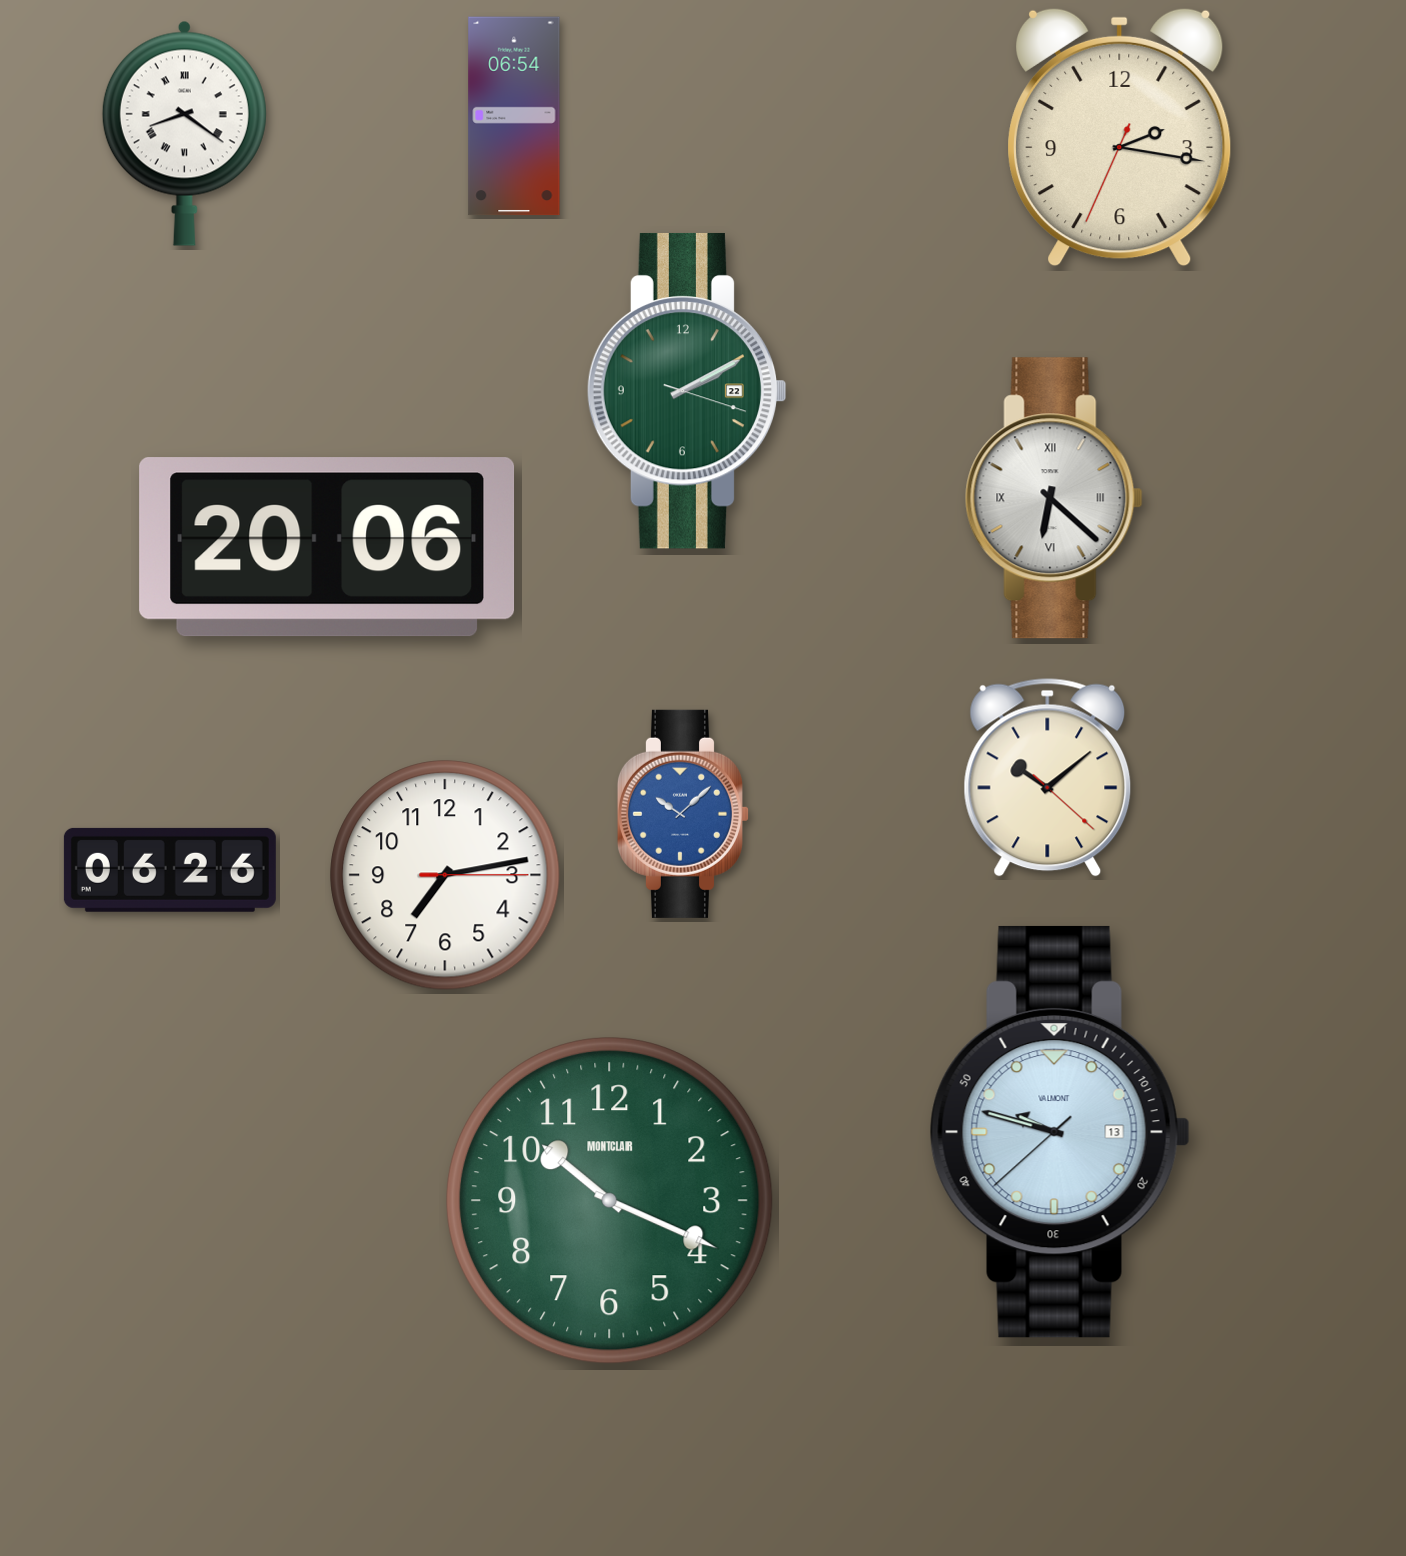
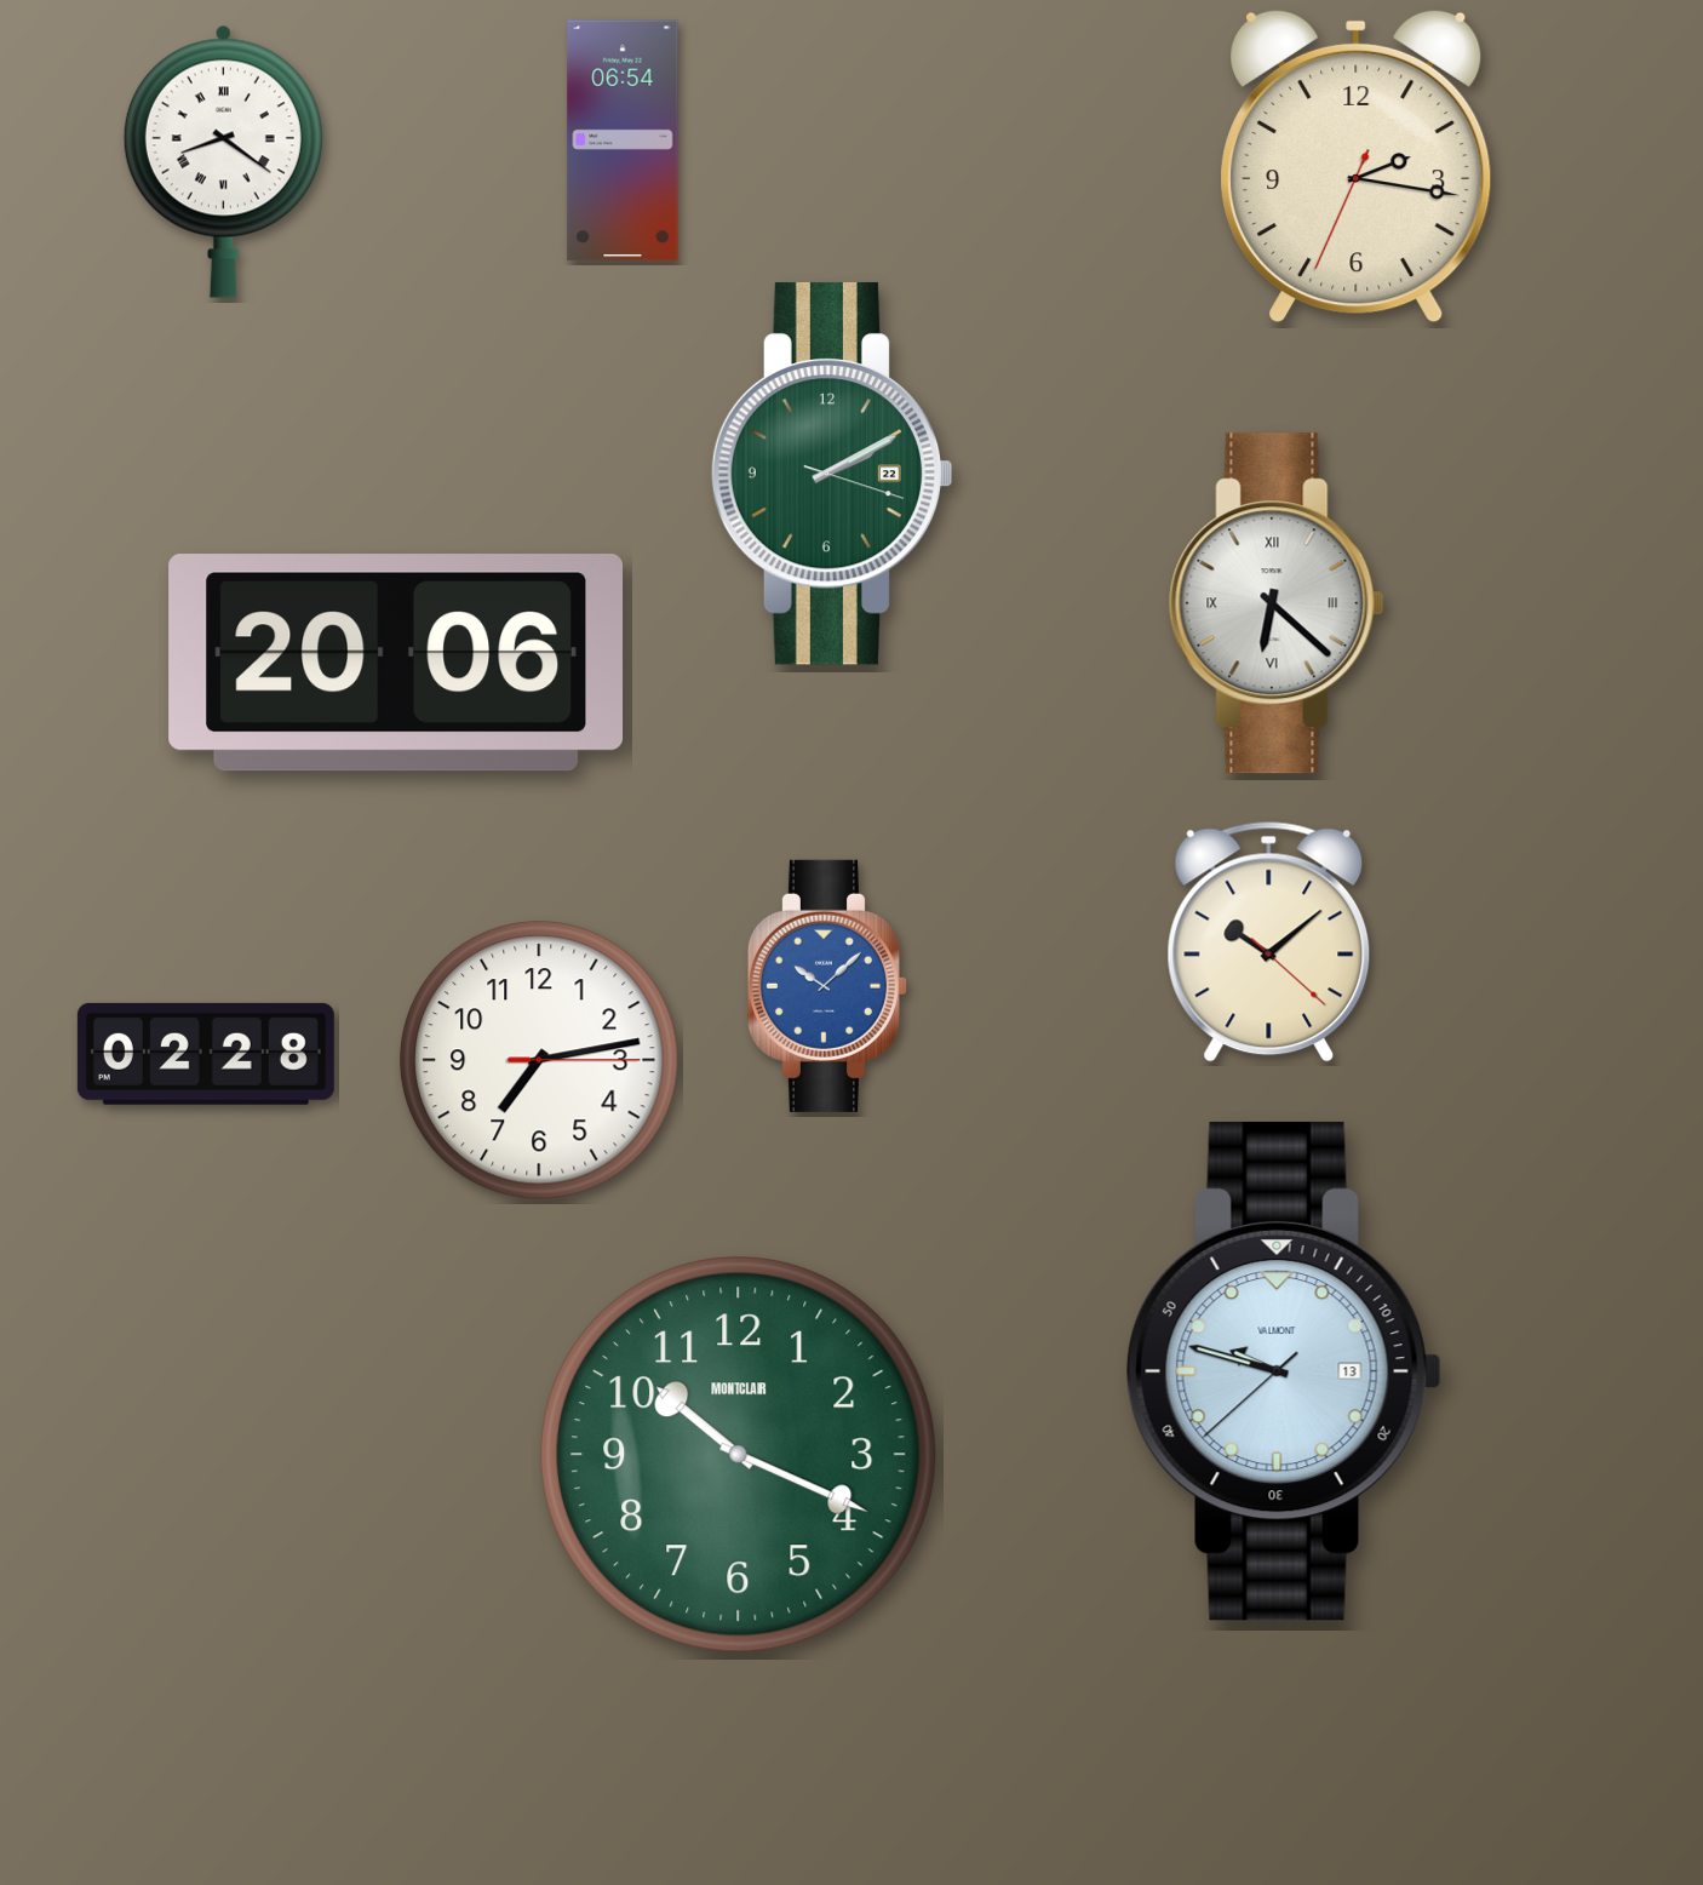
clock at (170, 870): 06:26 -> 02:28
